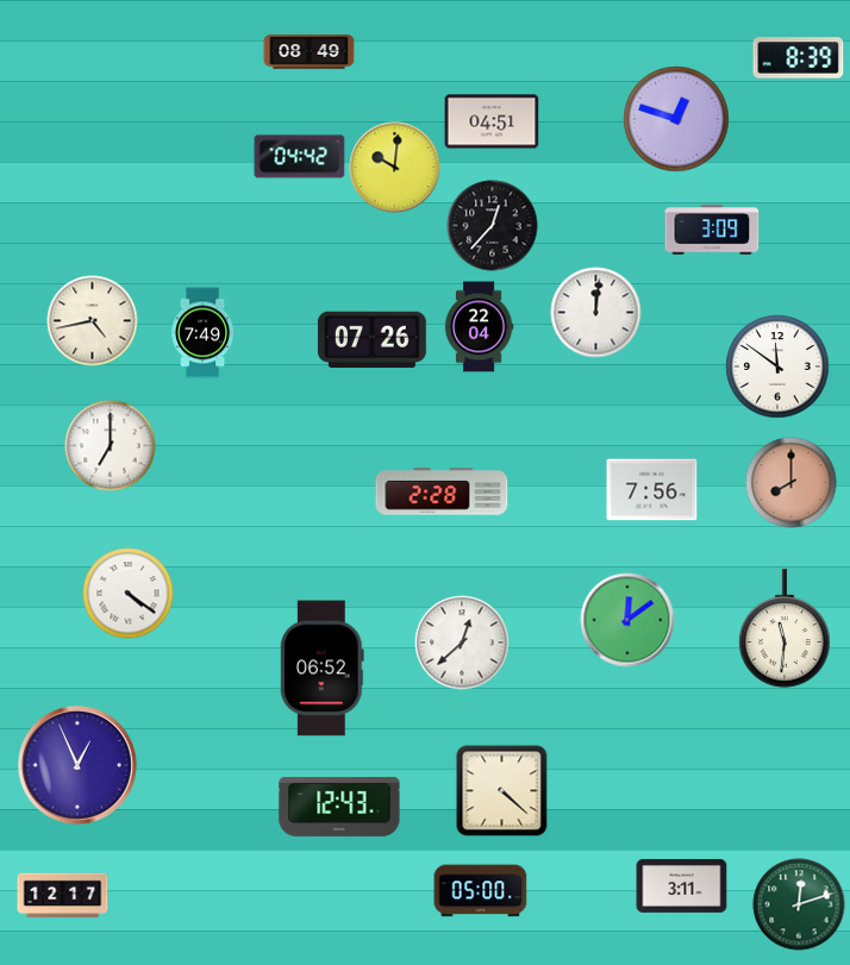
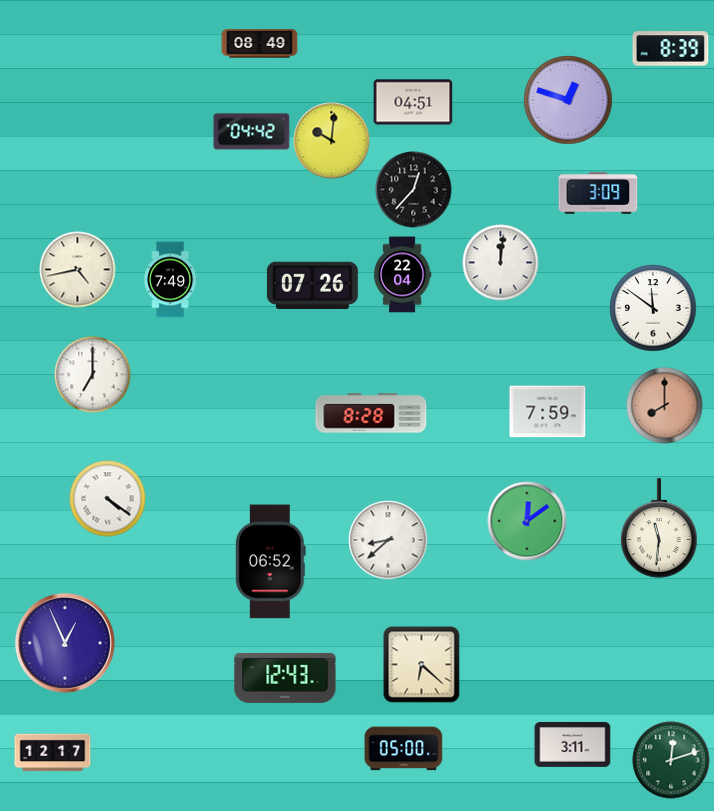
clock at (652, 490): 7:56 -> 7:59
clock at (442, 491): 2:28 -> 8:28
clock at (462, 643): 12:38 -> 8:38
clock at (502, 791): 4:22 -> 6:22
